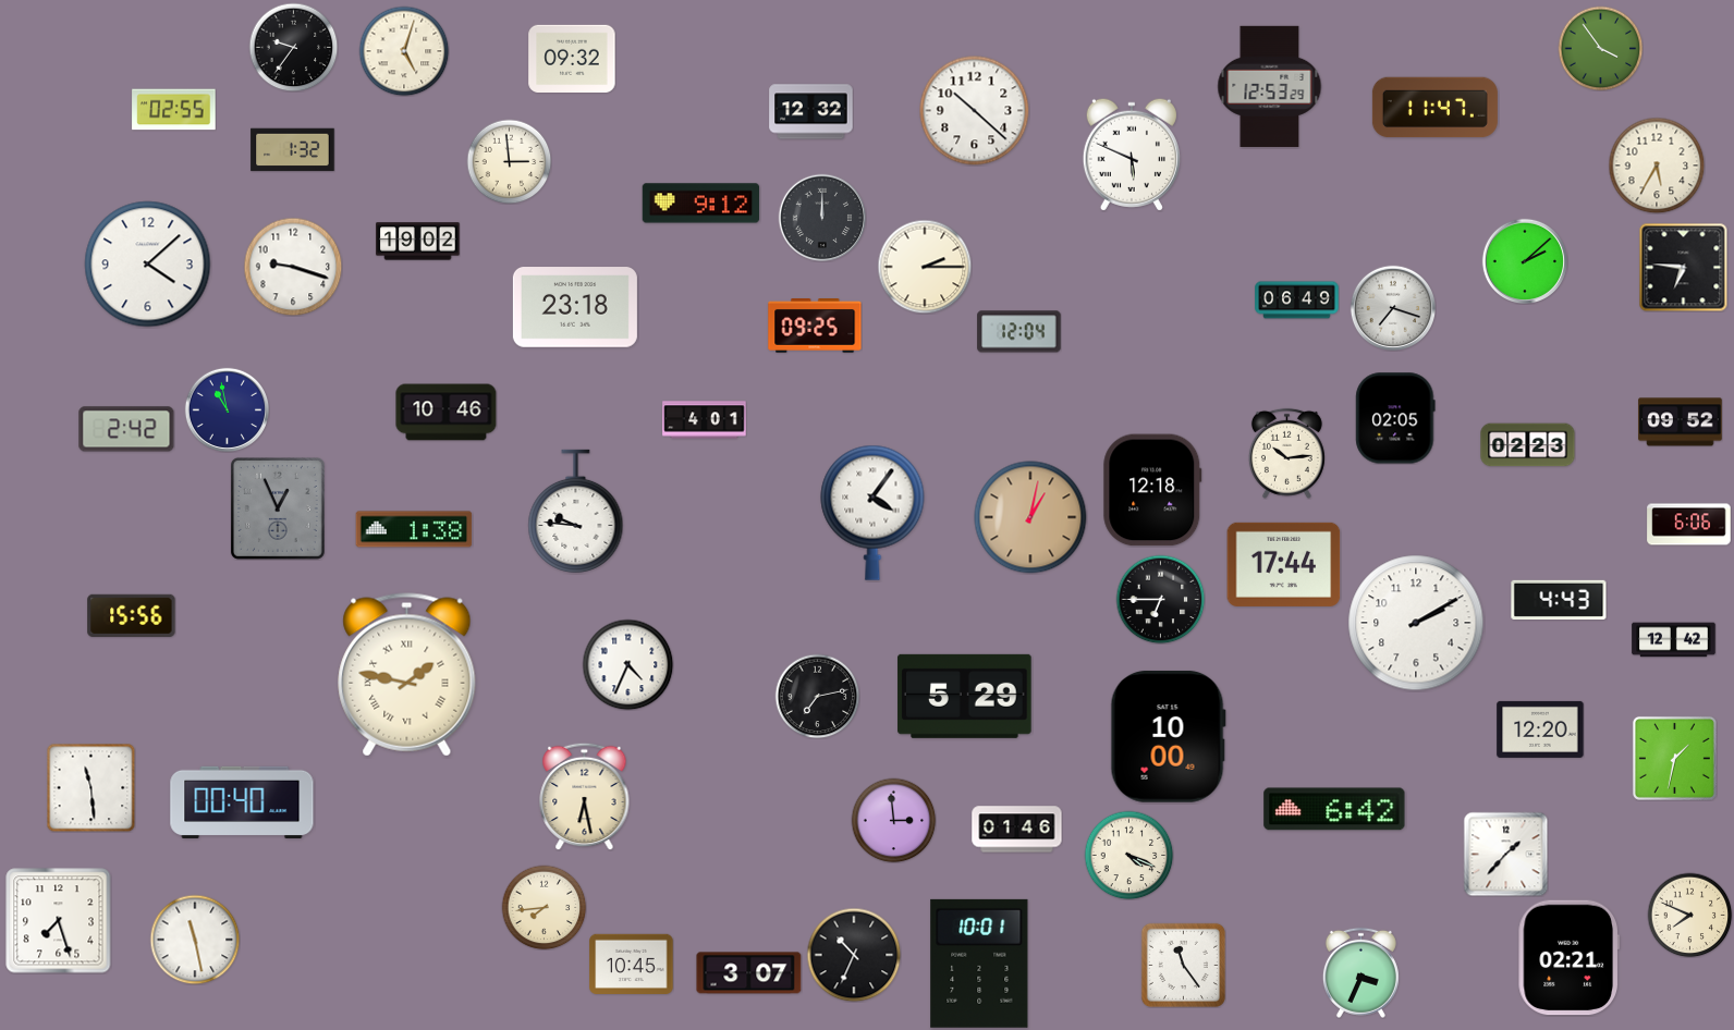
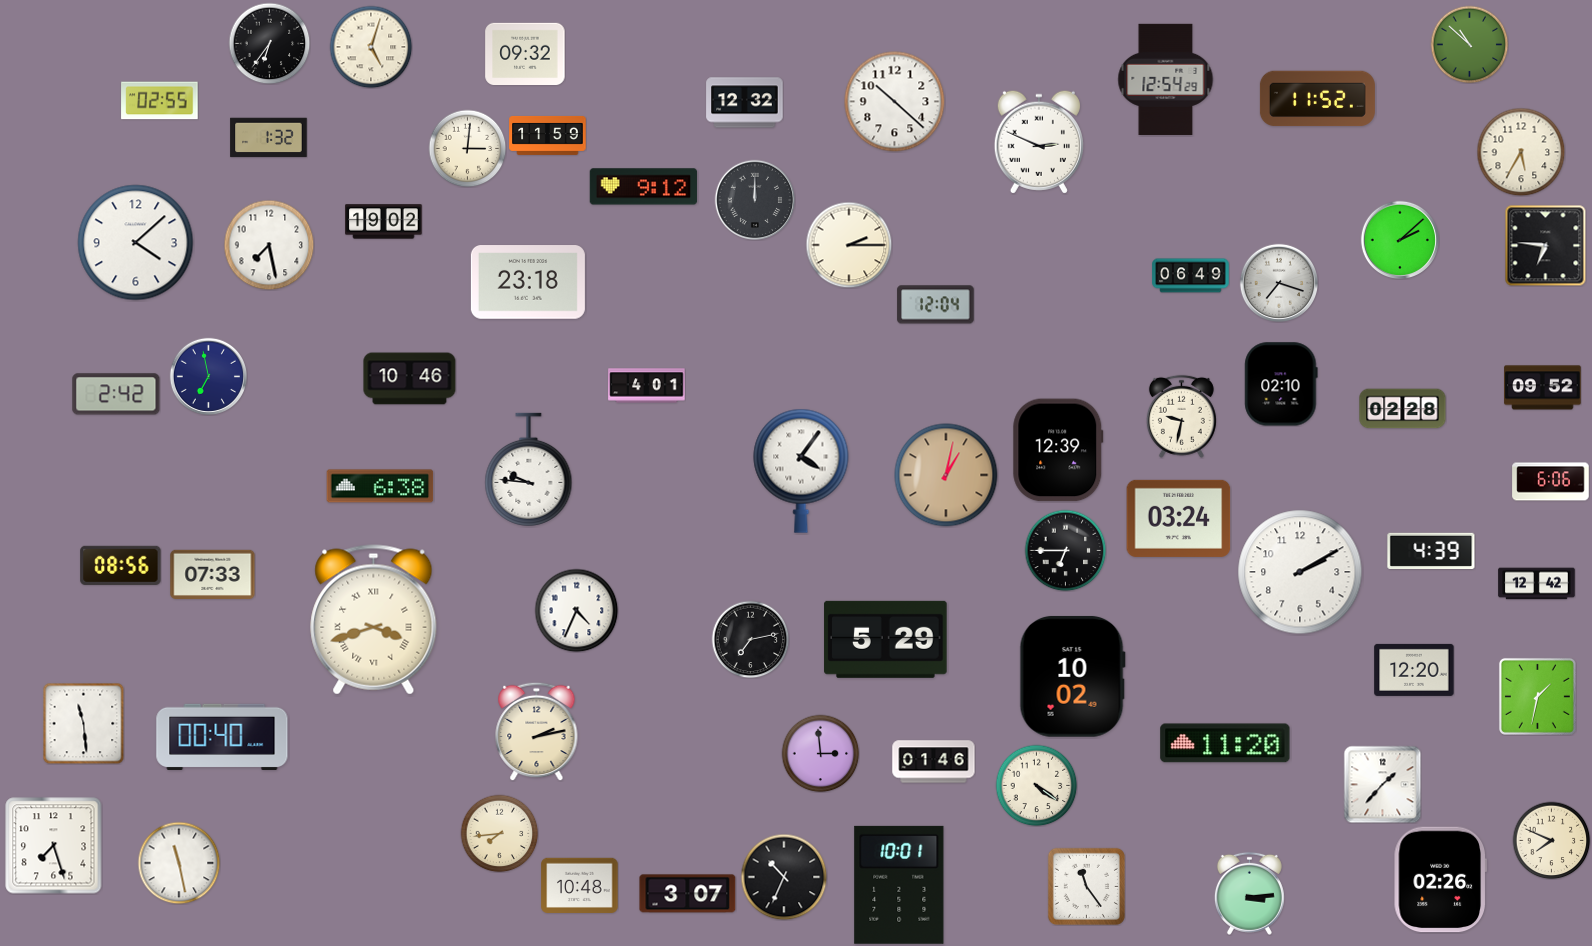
clock at (293, 47): 9:36 -> 6:36
clock at (1600, 48): 3:54 -> 10:52
clock at (1270, 86): 12:53 -> 12:54
clock at (1434, 108): 11:47 -> 11:52
clock at (548, 135): none -> 11:59
clock at (1132, 155): 5:49 -> 2:49
clock at (509, 161): 2:59 -> 3:01
clock at (293, 267): 9:18 -> 7:28
clock at (815, 326): 09:25 -> none
clock at (227, 409): 10:58 -> 6:58
clock at (1395, 418): 02:05 -> 02:10
clock at (1528, 445): 02:23 -> 02:28
clock at (1286, 453): 10:14 -> 9:32
clock at (1152, 490): 12:18 -> 12:39
clock at (278, 508): 12:56 -> none
clock at (414, 529): 1:38 -> 6:38
clock at (1284, 564): 17:44 -> 03:24
clock at (1559, 599): 4:43 -> 4:39
clock at (132, 615): 15:56 -> 08:56
clock at (213, 574): none -> 07:33
clock at (1674, 640) position: (1674, 640) -> (1537, 584)
clock at (407, 675): 1:47 -> 3:42
clock at (1168, 736): 10:00 -> 10:02
clock at (585, 796): 6:28 -> 2:13
clock at (1334, 809): 6:42 -> 11:20
clock at (1128, 855): 4:19 -> 4:21
clock at (1568, 958): 02:21 -> 02:26
clock at (632, 964): 10:45 -> 10:48
clock at (1360, 972): 3:34 -> 3:14
